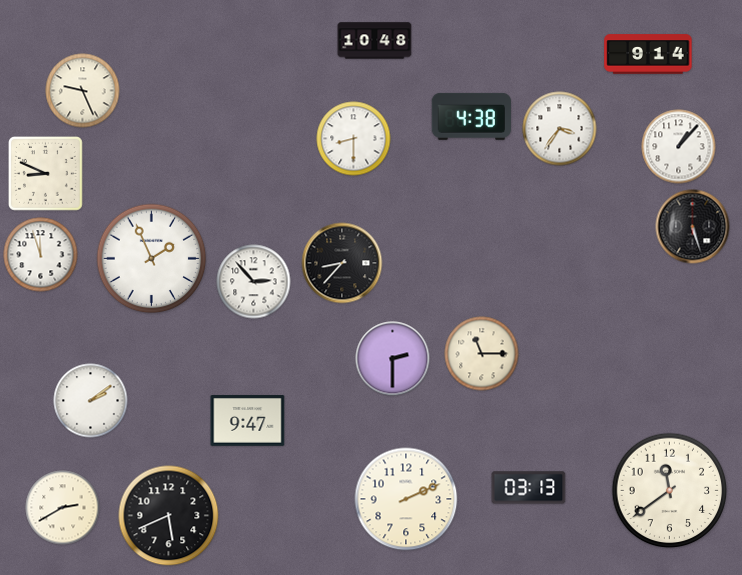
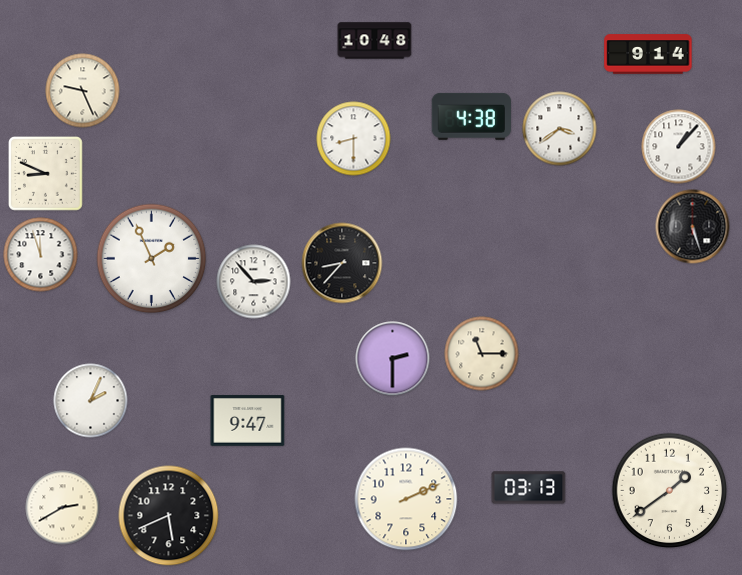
clock at (560, 129): 3:36 -> 3:39
clock at (91, 401): 2:09 -> 2:04
clock at (670, 491): 11:39 -> 1:39
